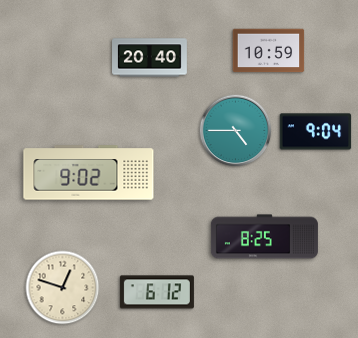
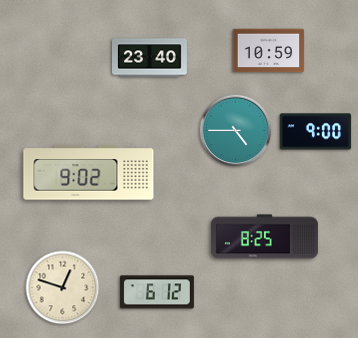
clock at (150, 58): 20:40 -> 23:40
clock at (316, 132): 9:04 -> 9:00
